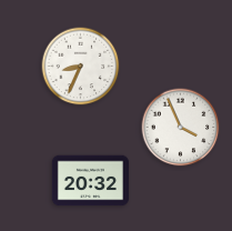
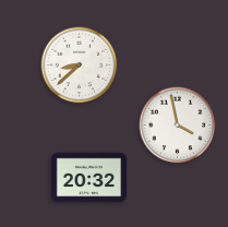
clock at (81, 67): 8:34 -> 8:38
clock at (181, 128): 3:56 -> 3:58
